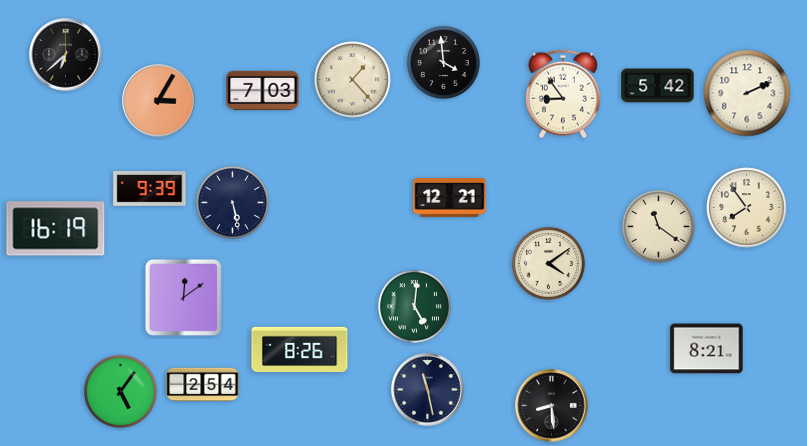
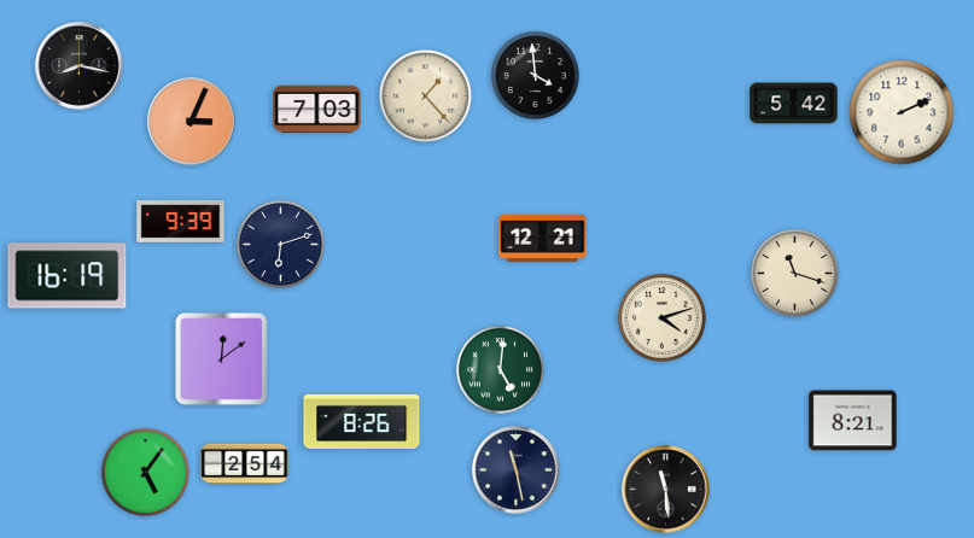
clock at (66, 55): 6:38 -> 8:17
clock at (563, 94): 8:54 -> none
clock at (159, 101): 3:05 -> 3:04
clock at (150, 189) position: (150, 189) -> (181, 222)
clock at (232, 202): 5:28 -> 6:12
clock at (747, 208): 7:54 -> none
clock at (658, 226): 11:21 -> 11:18
clock at (548, 263): 4:09 -> 4:12
clock at (552, 406): 8:29 -> 11:29
